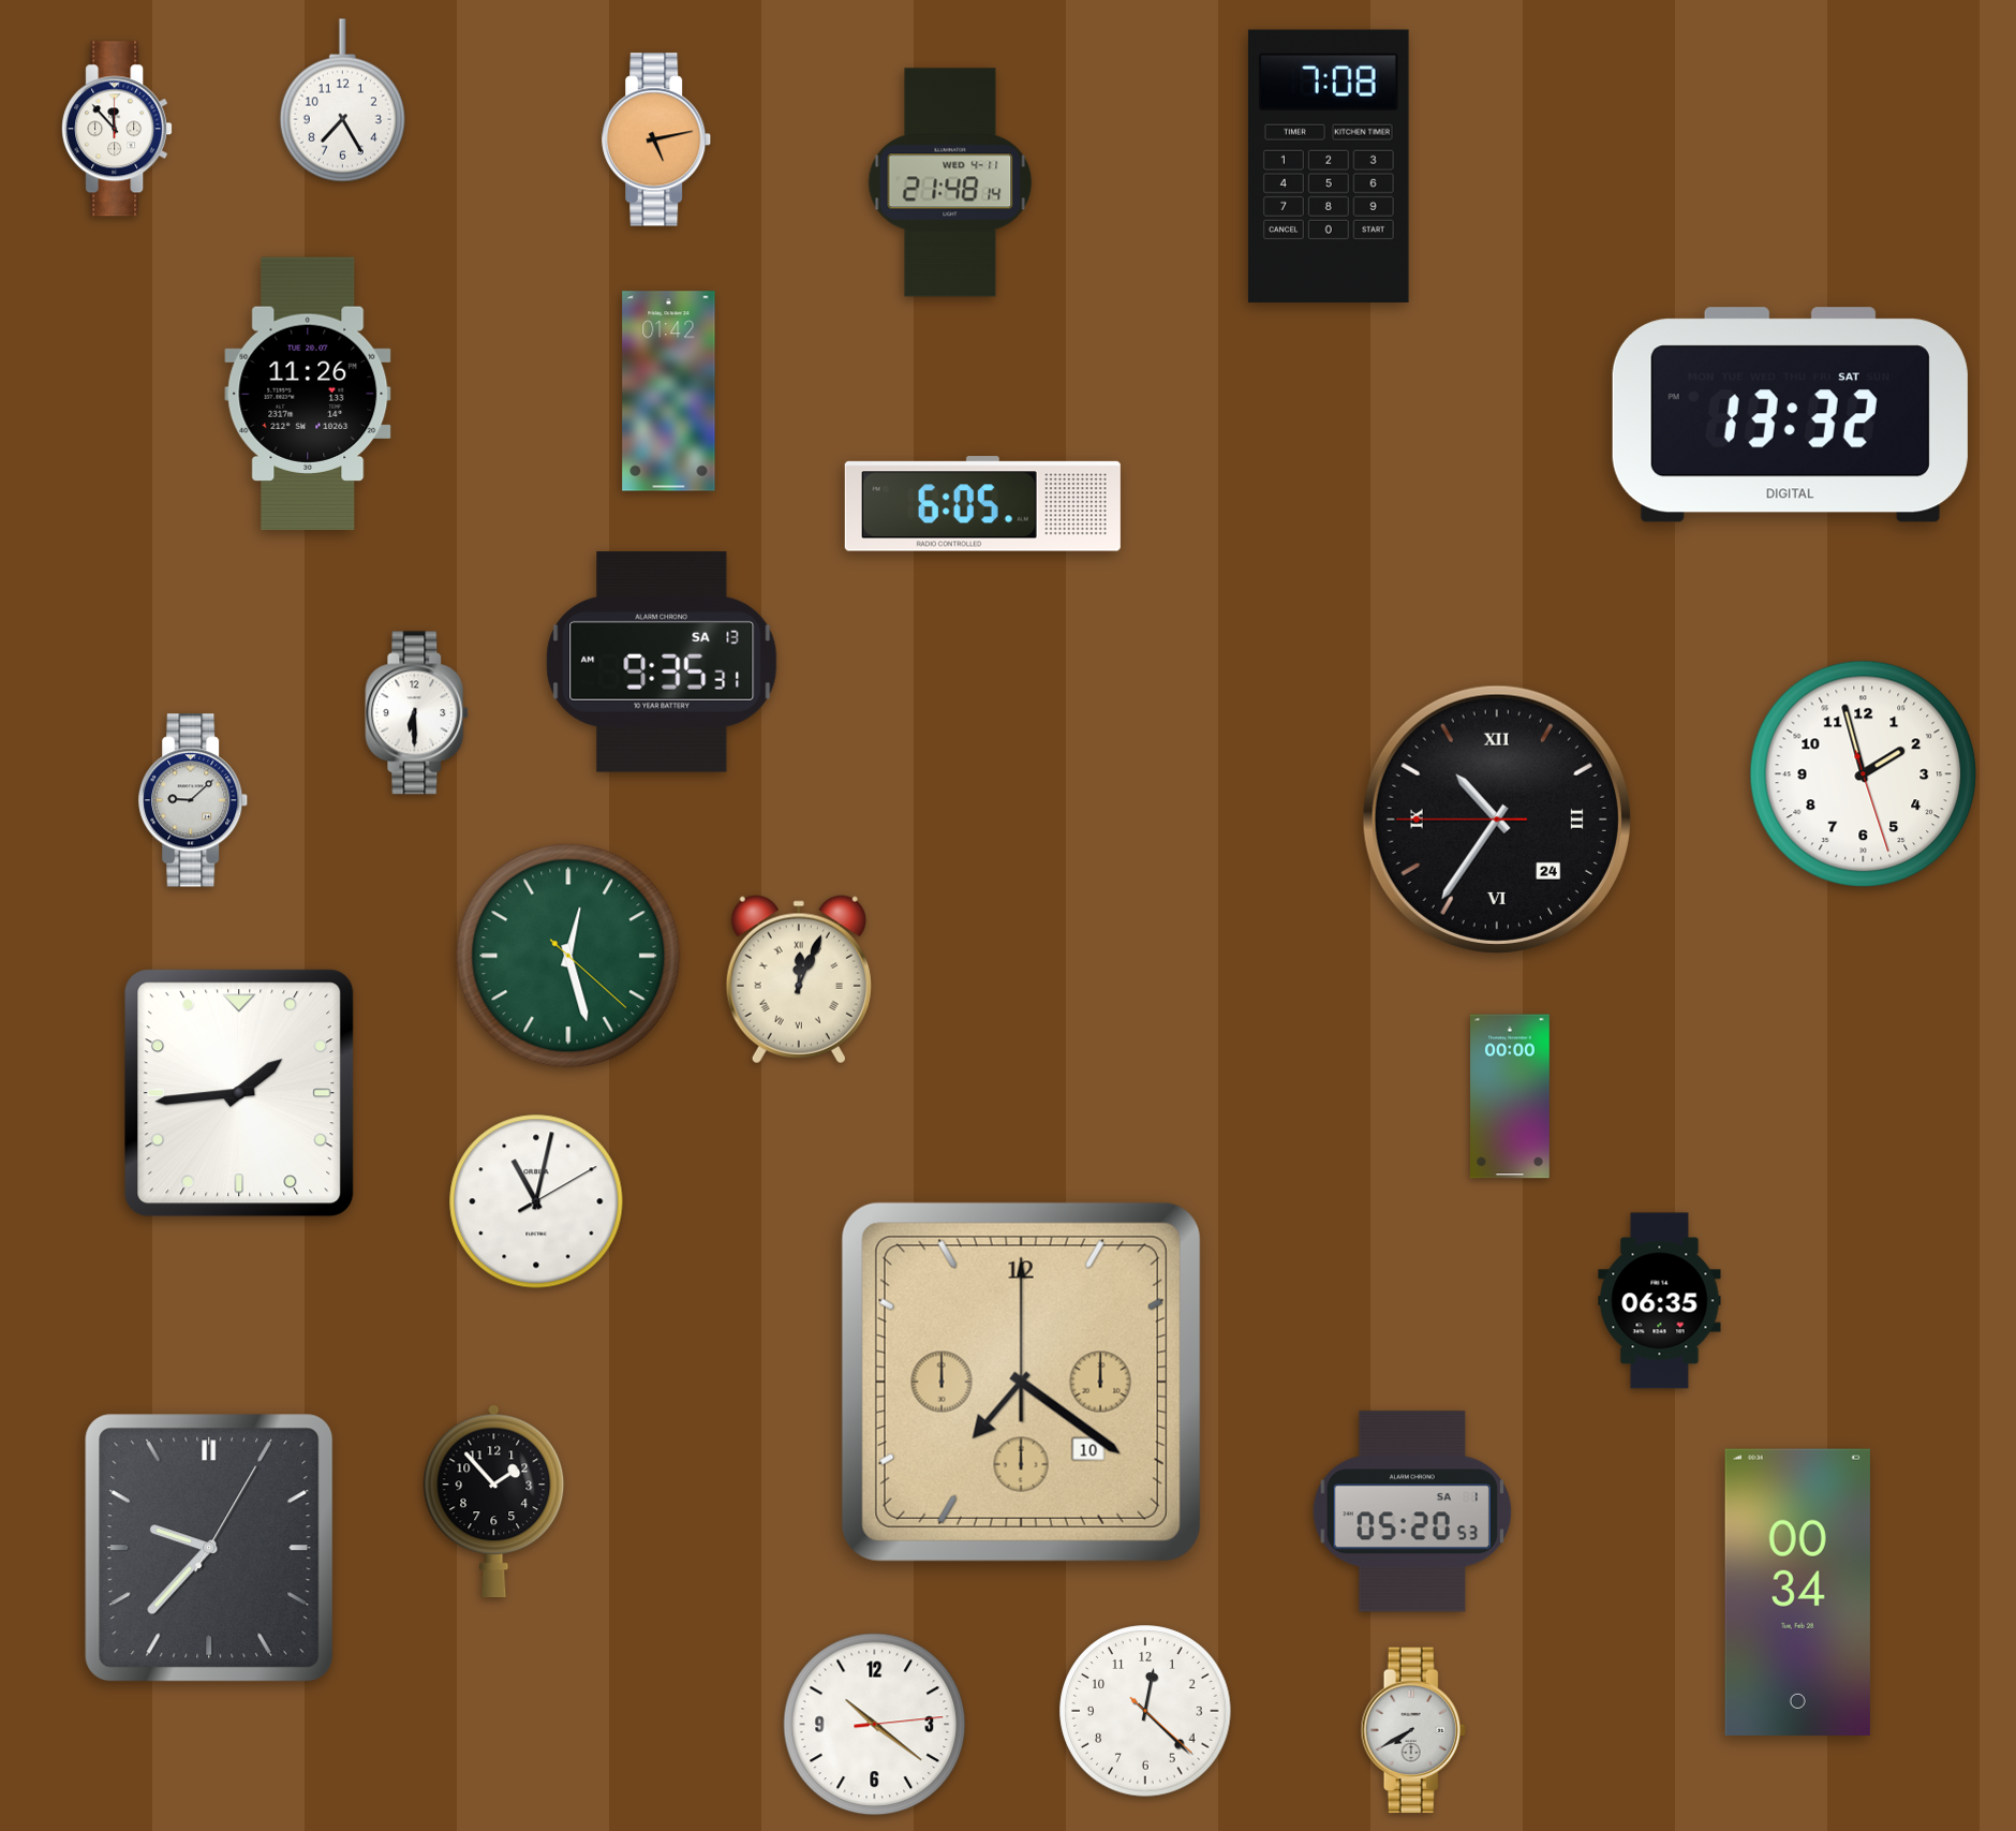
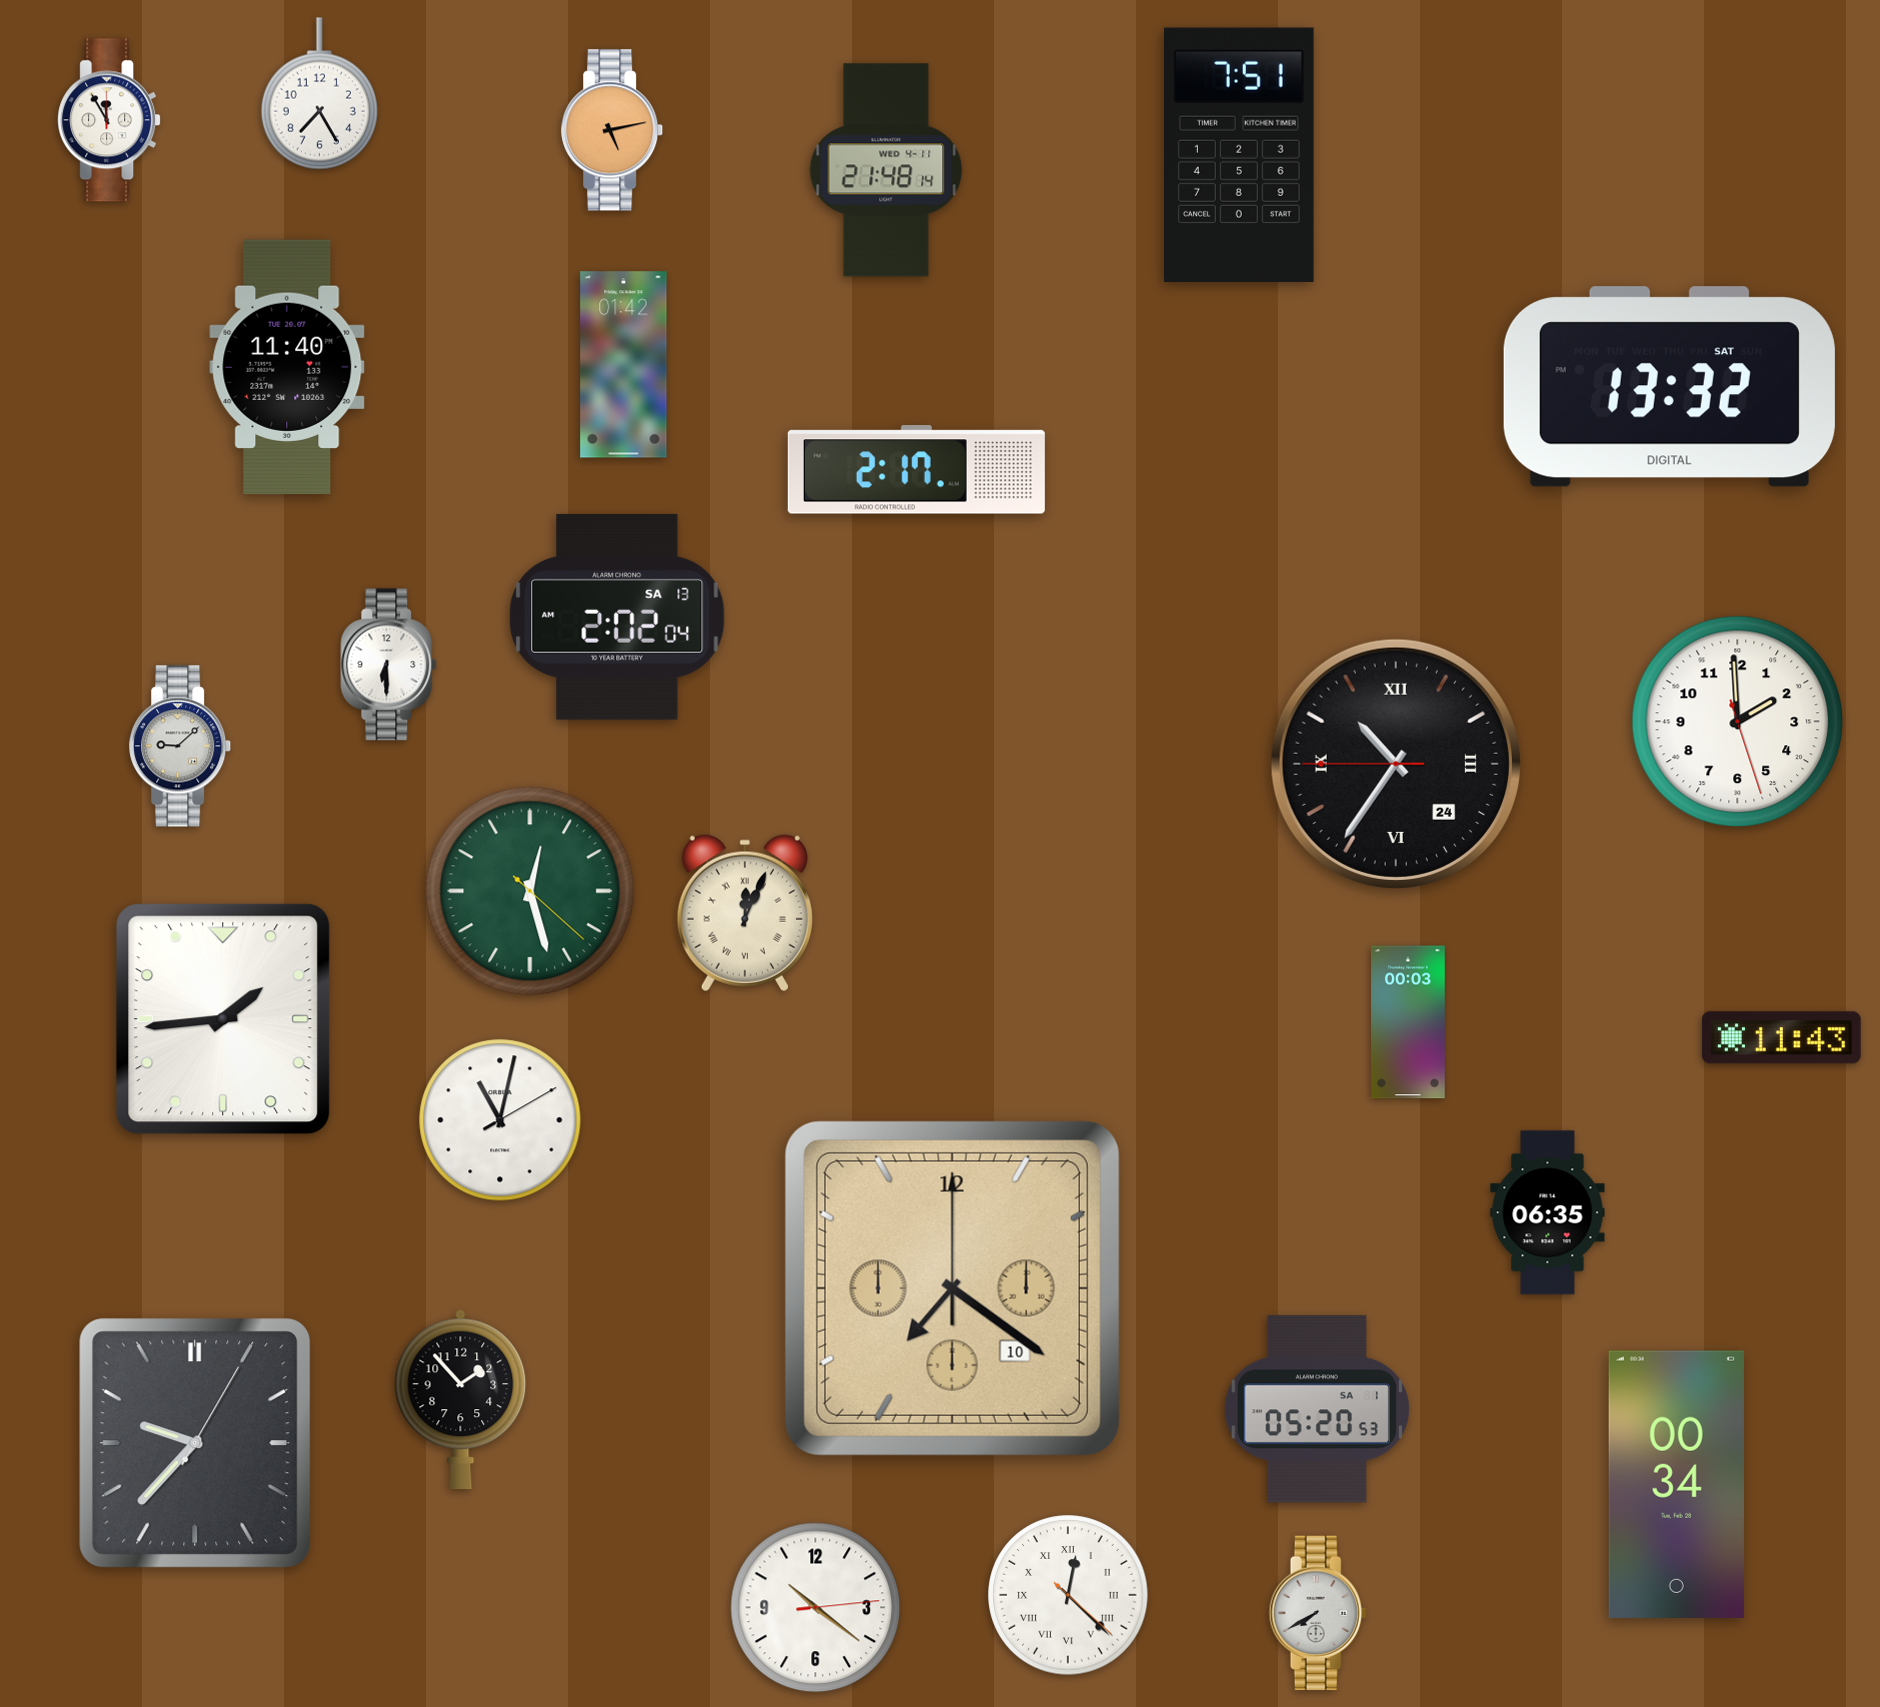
clock at (117, 129): 11:53 -> 11:55
clock at (1329, 166): 7:08 -> 7:51
clock at (308, 394): 11:26 -> 11:40
clock at (982, 504): 6:05 -> 2:17
clock at (662, 662): 9:35 -> 2:02
clock at (1864, 774): 1:57 -> 1:59
clock at (1511, 1096): 00:00 -> 00:03
clock at (1781, 1038): none -> 11:43
clock at (1145, 1711) numerals: Arabic -> Roman
